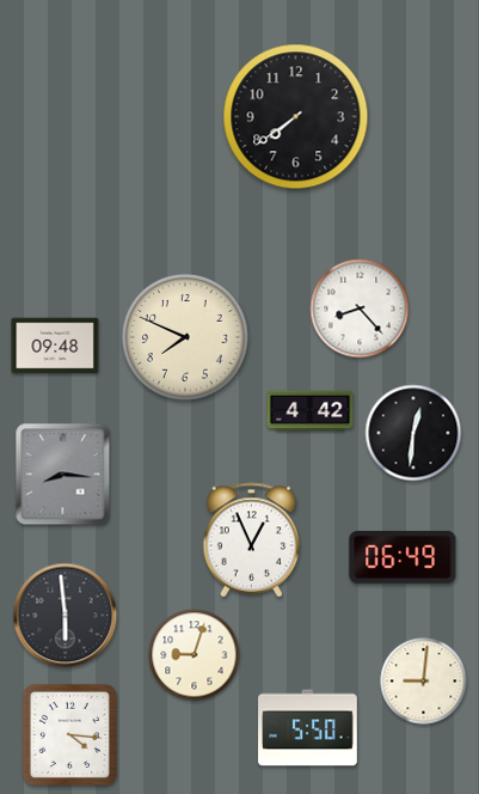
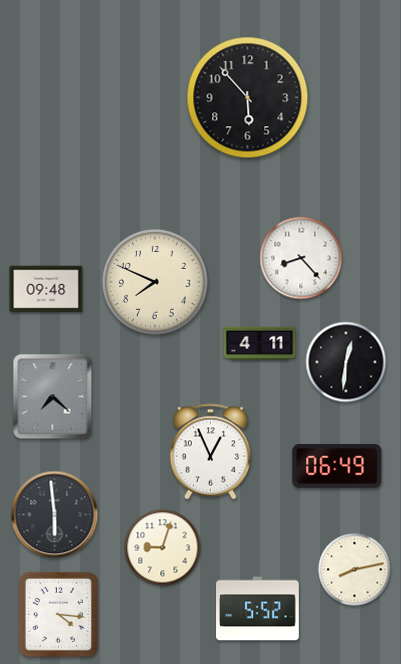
clock at (296, 117): 7:39 -> 5:53
clock at (311, 411): 4:42 -> 4:11
clock at (63, 475): 8:16 -> 7:22
clock at (424, 682): 9:01 -> 8:13
clock at (308, 728): 5:50 -> 5:52
